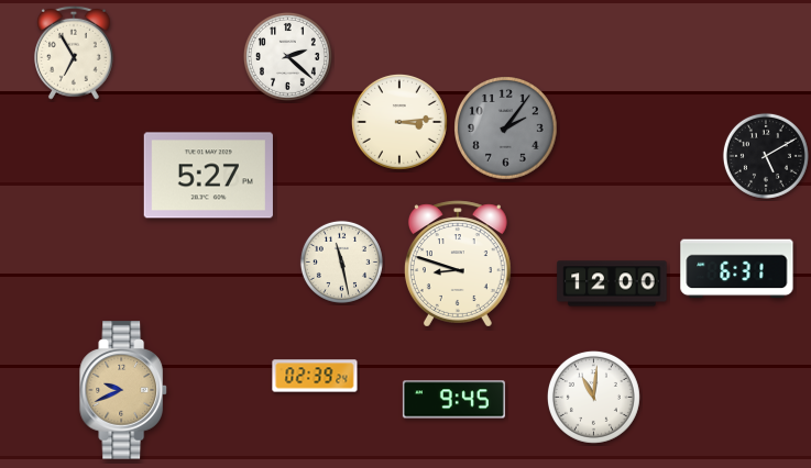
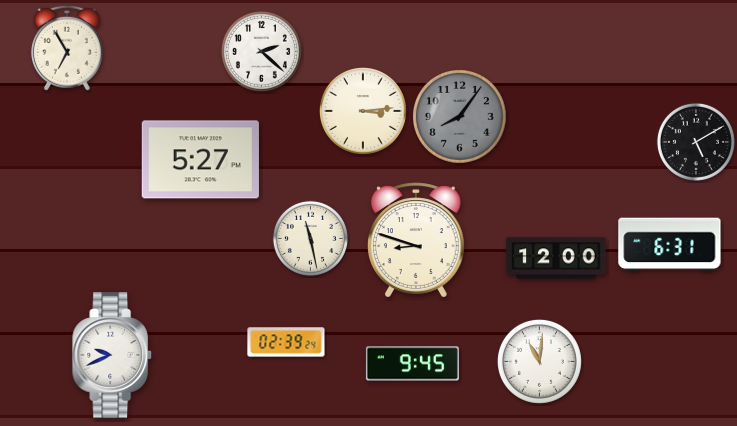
clock at (506, 129): 2:06 -> 8:06
clock at (208, 176) position: (208, 176) -> (200, 160)
clock at (123, 390) dial: champagne -> white
